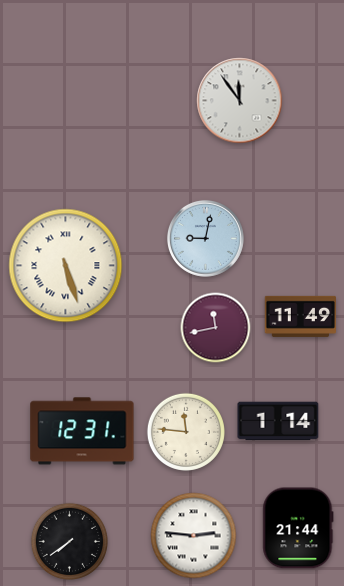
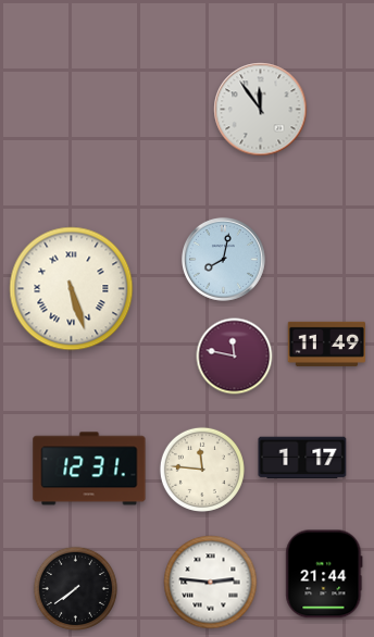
clock at (205, 238): 9:02 -> 8:02
clock at (216, 328): 11:43 -> 11:47
clock at (278, 421): 1:14 -> 1:17
